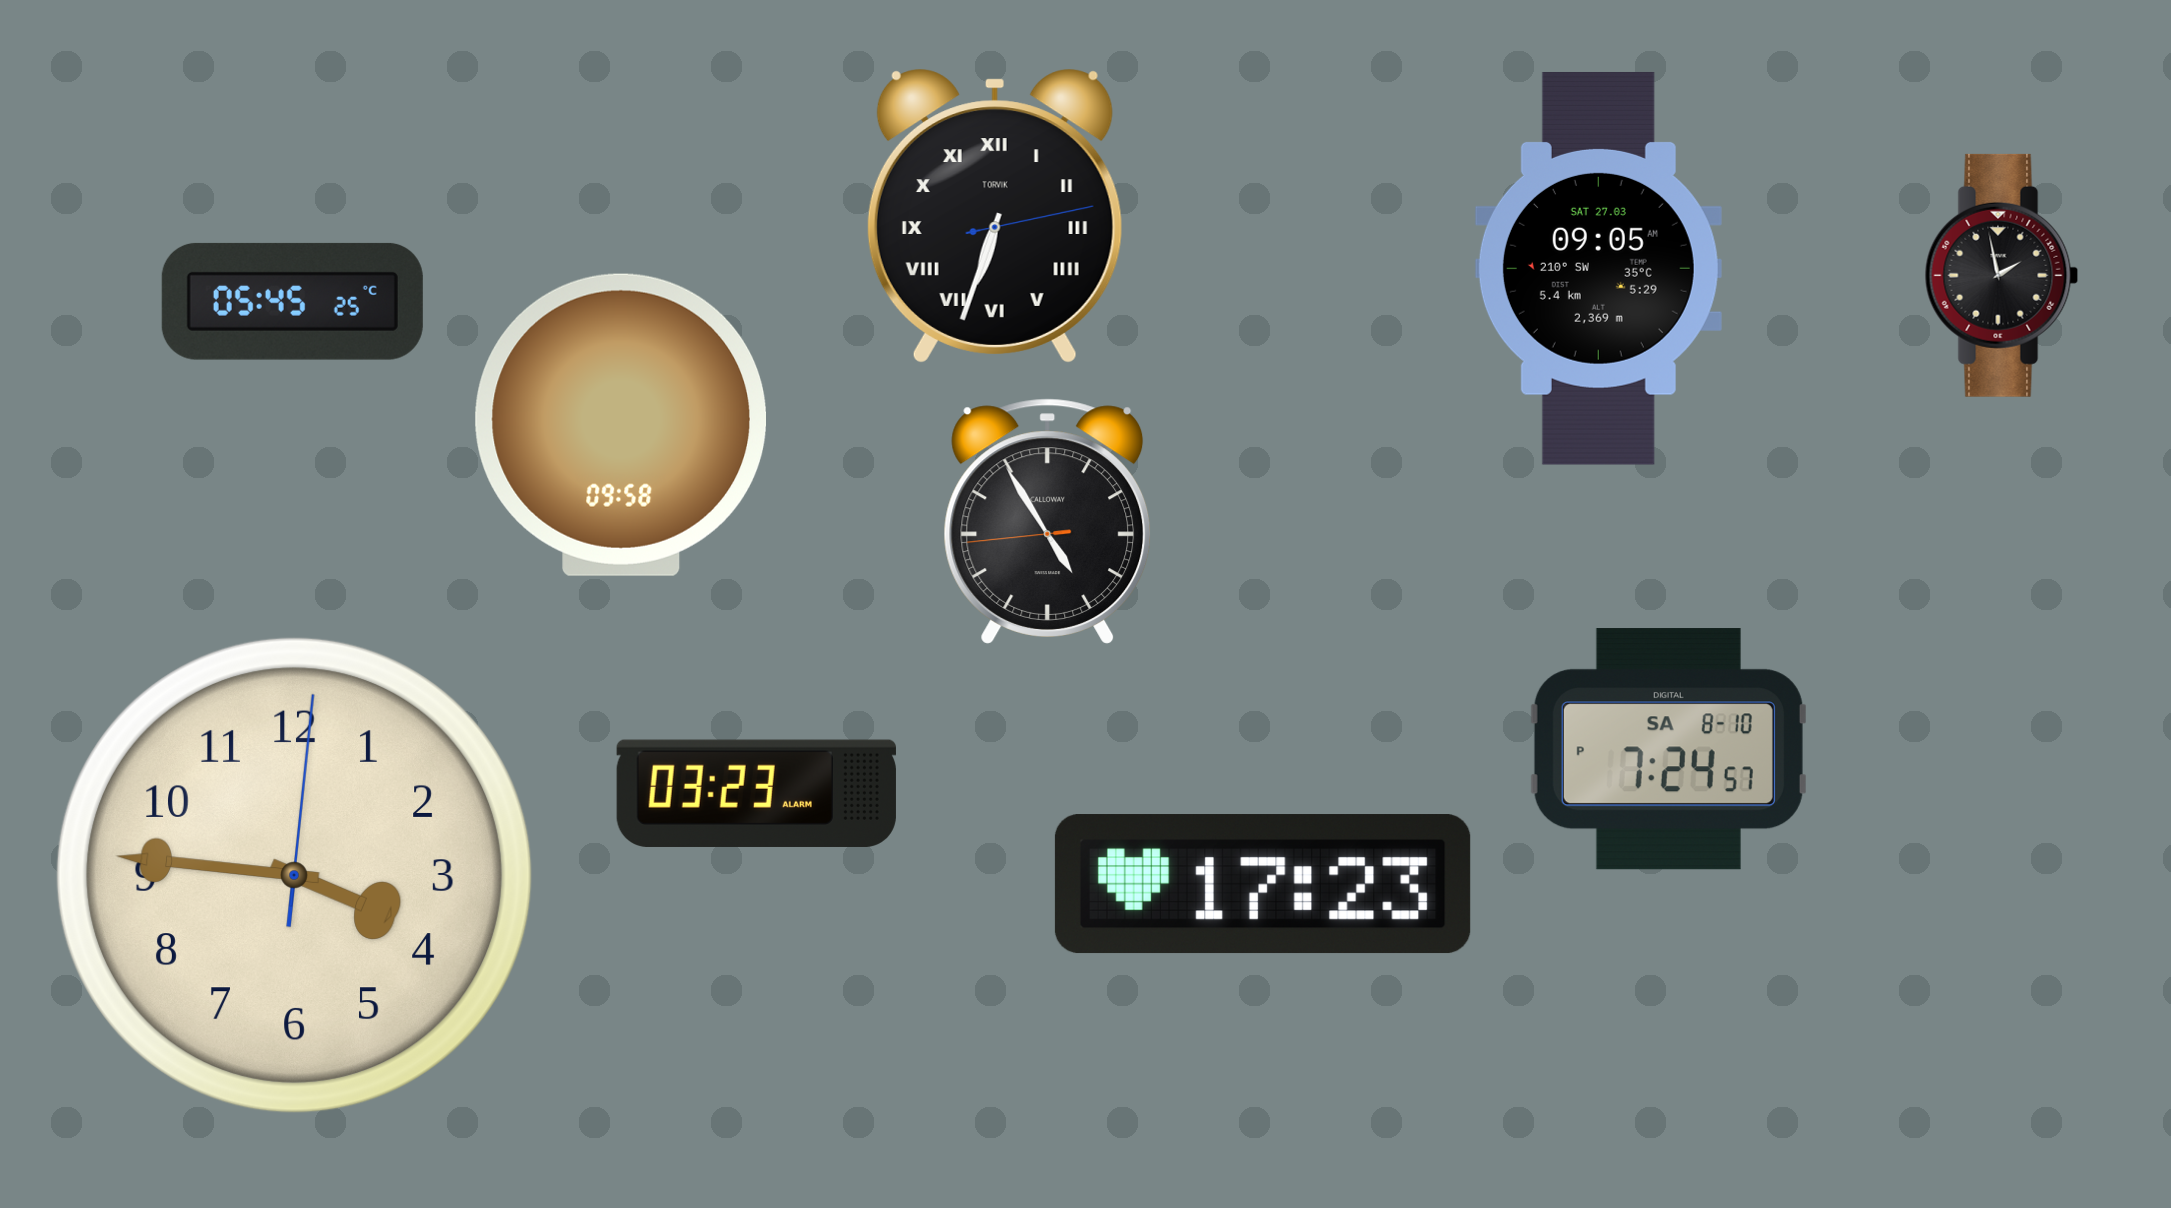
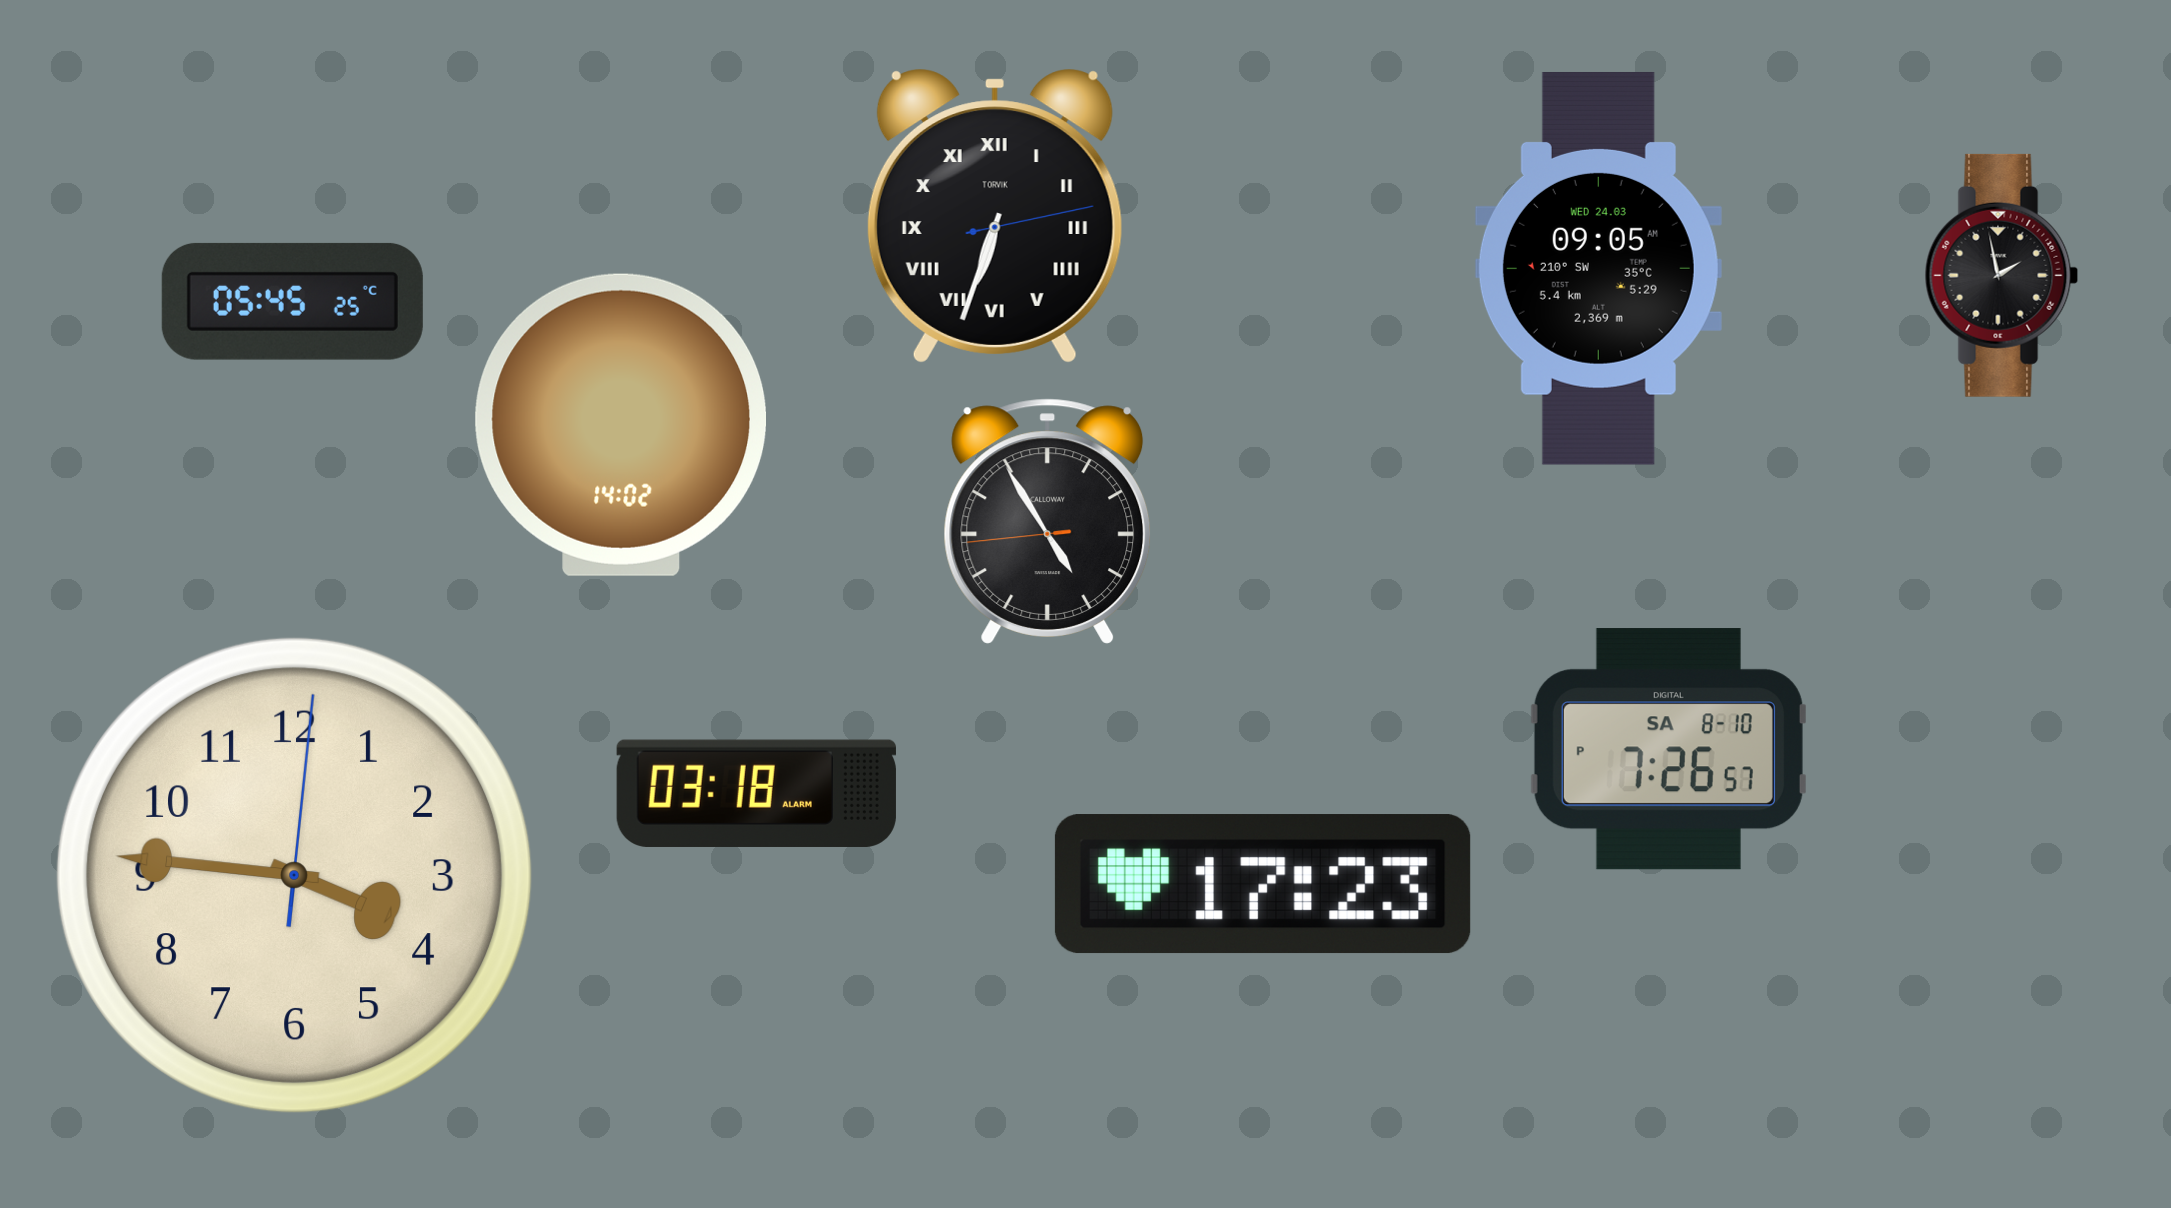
clock at (1598, 268) date: SAT 27.03 -> WED 24.03
clock at (620, 425): 09:58 -> 14:02
clock at (1668, 749): 7:24 -> 7:26
clock at (756, 793): 03:23 -> 03:18
